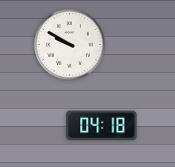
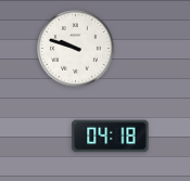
clock at (70, 45): 9:50 -> 9:48
